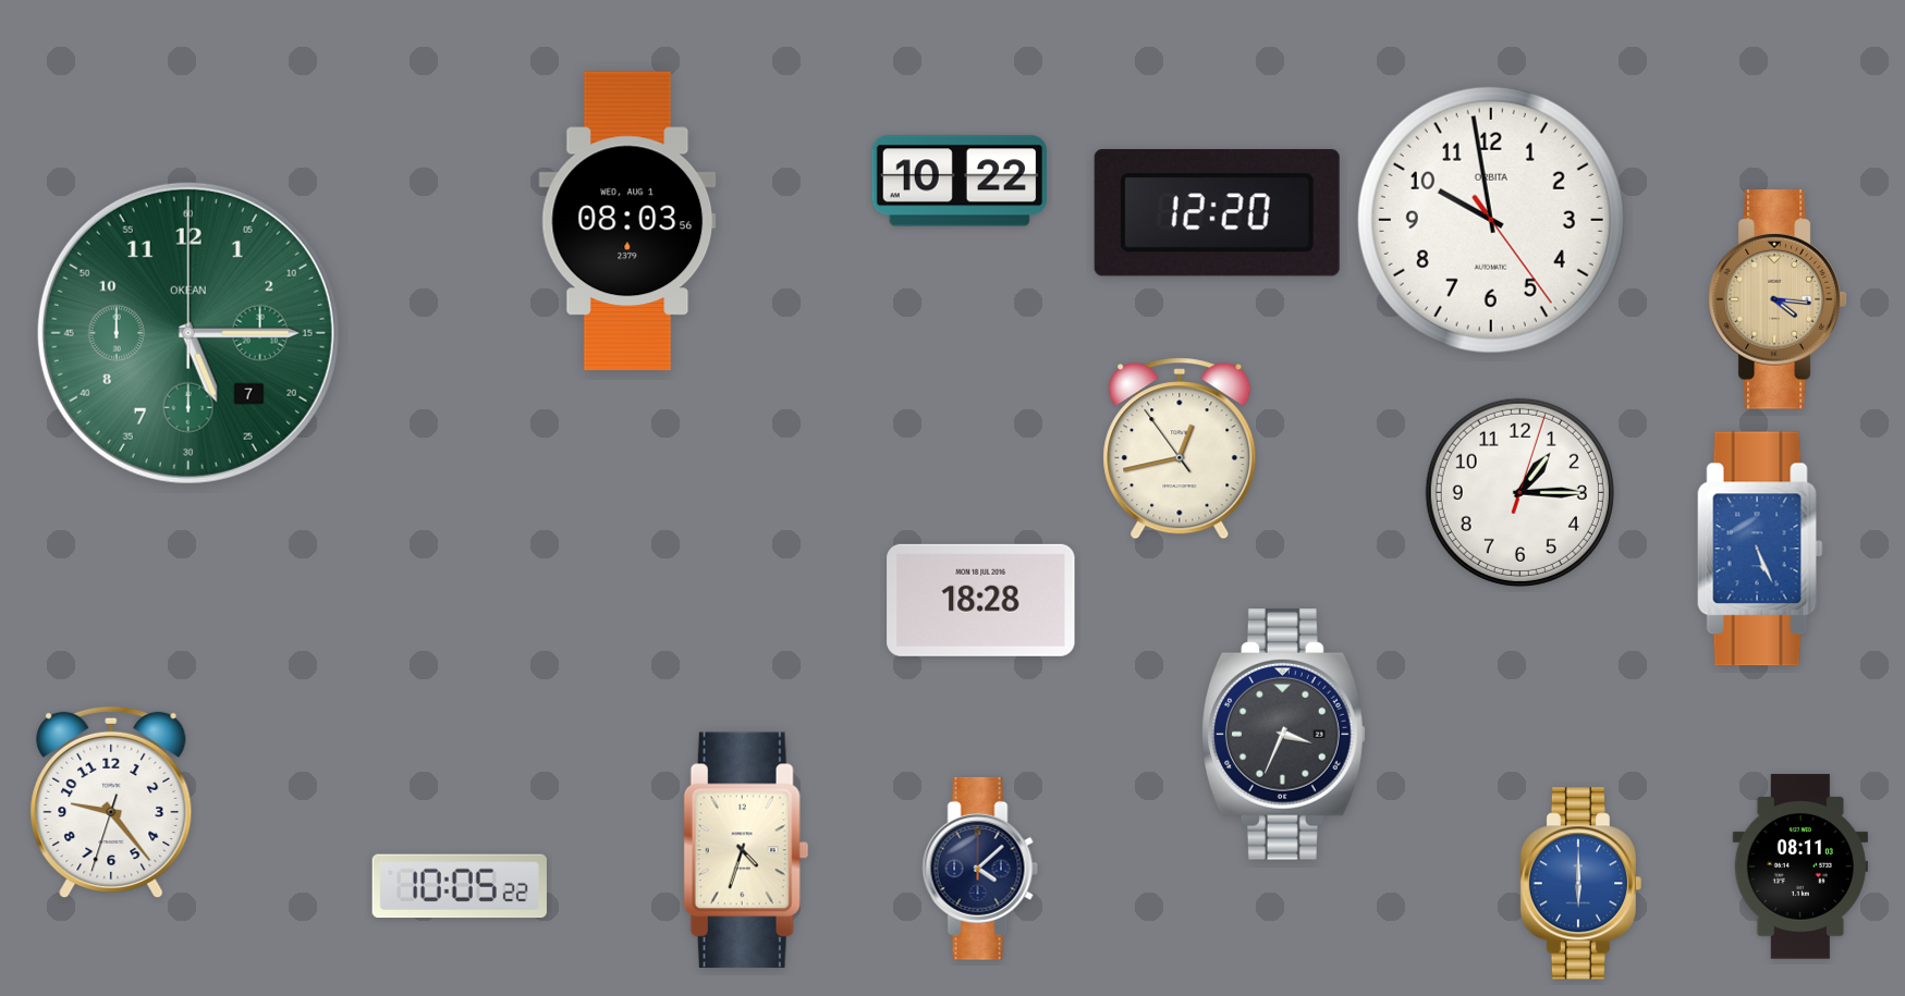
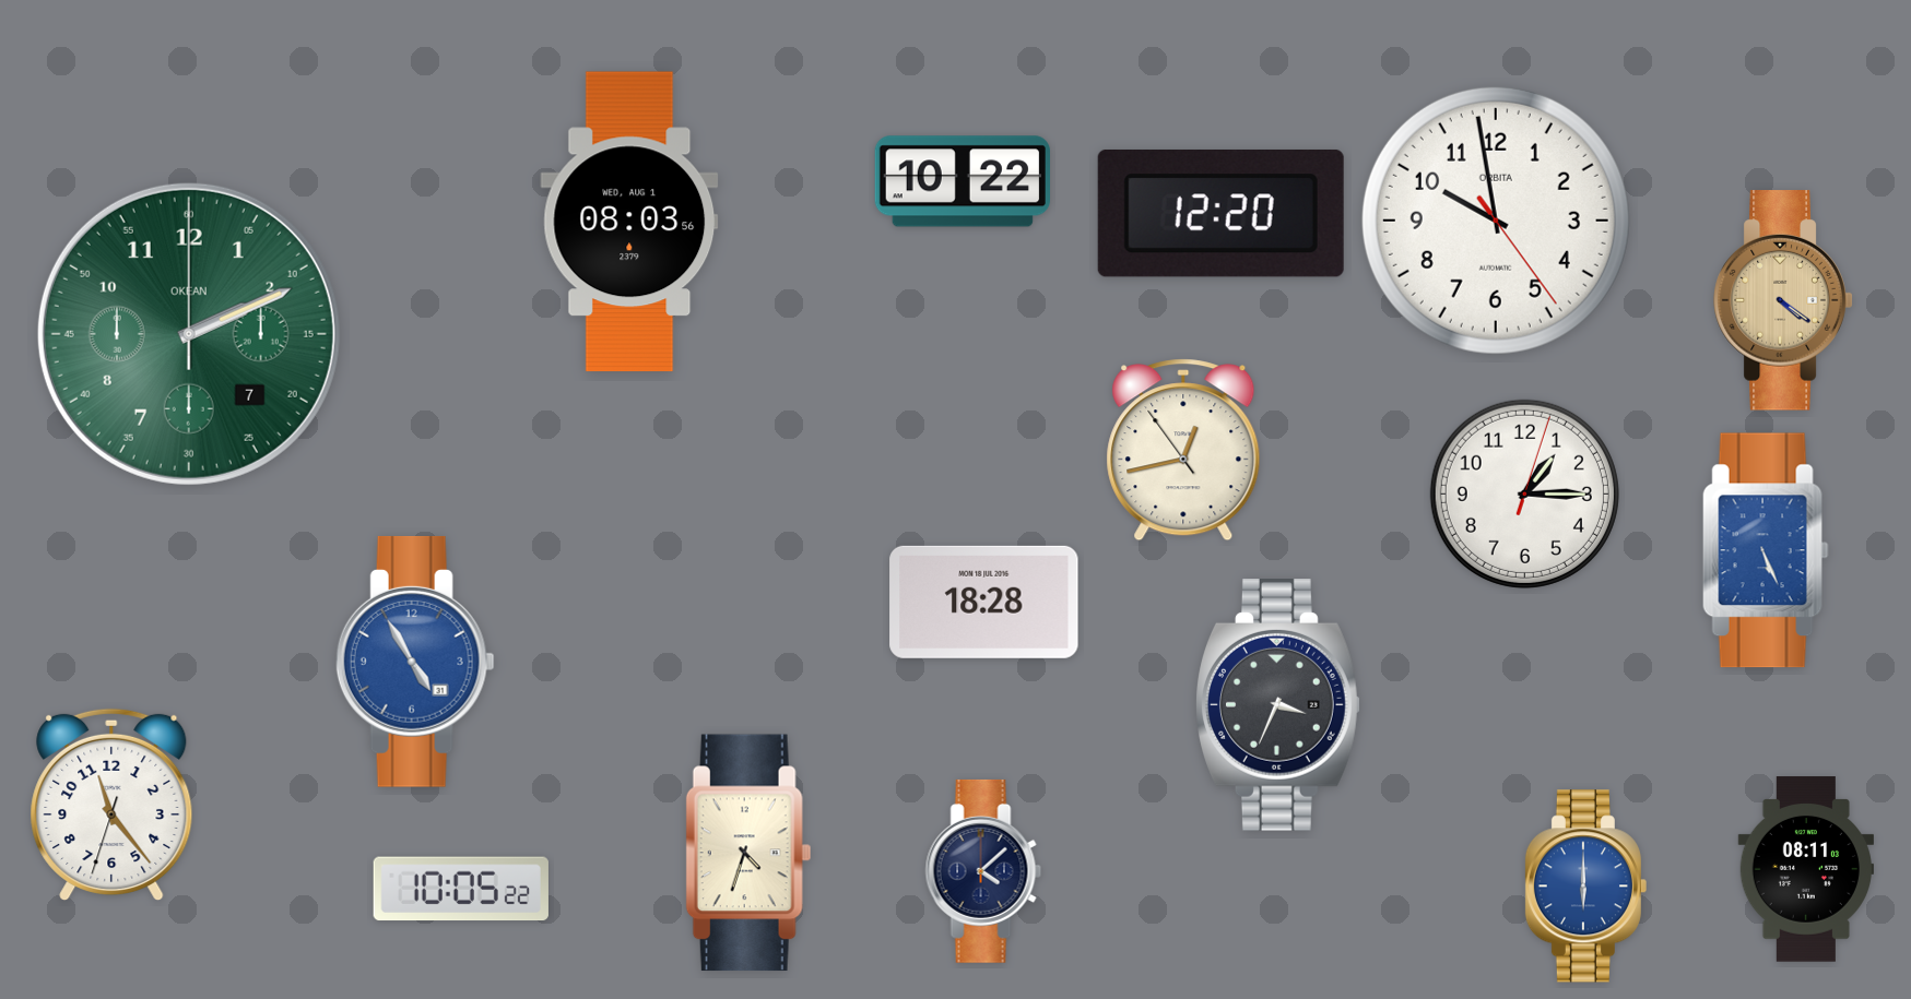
clock at (1778, 299): 4:16 -> 4:21
clock at (188, 333): 5:15 -> 2:11
clock at (415, 662): none -> 4:55
clock at (1284, 735) position: (1284, 735) -> (1278, 705)
clock at (111, 802): 9:23 -> 11:23
